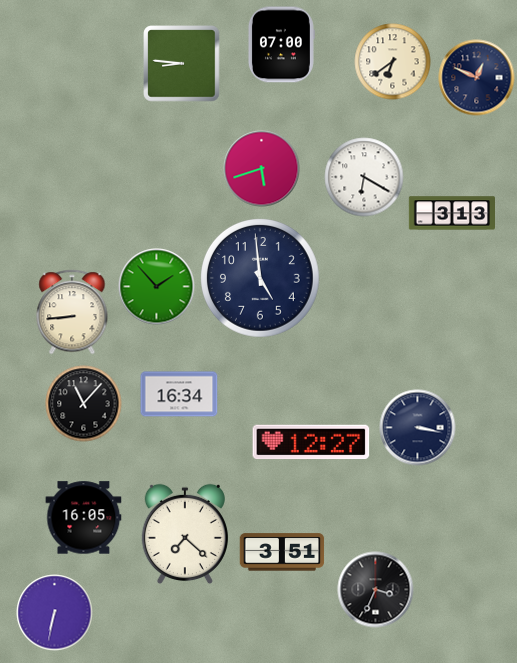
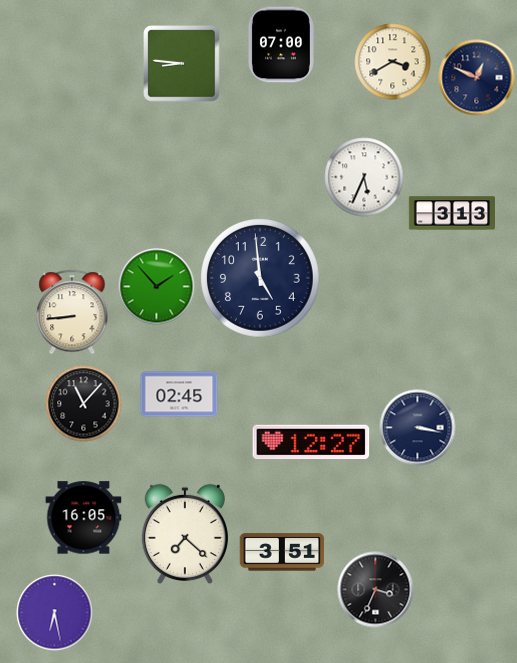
clock at (393, 62): 6:39 -> 3:40
clock at (262, 169): 5:42 -> none
clock at (364, 177): 6:20 -> 5:34
clock at (179, 394): 16:34 -> 02:45
clock at (55, 613): 6:32 -> 6:28
